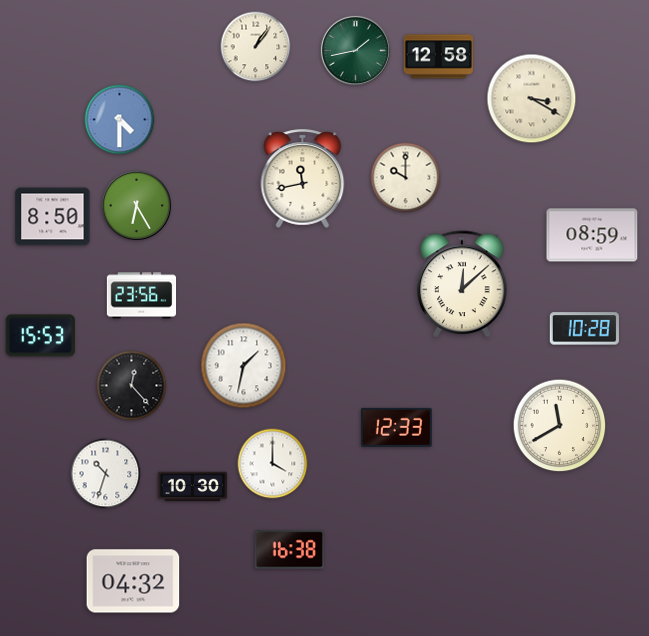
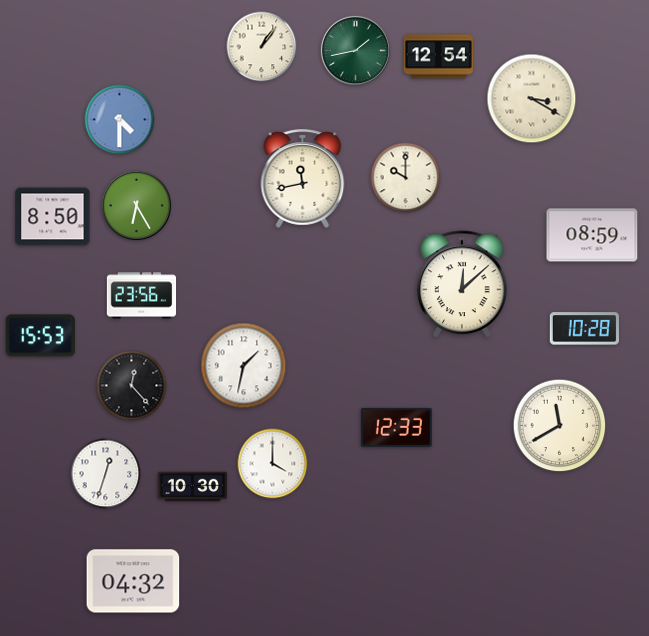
clock at (256, 47) position: (256, 47) -> (262, 47)
clock at (438, 57): 12:58 -> 12:54
clock at (106, 474): 10:33 -> 12:33
clock at (289, 550): 16:38 -> none
